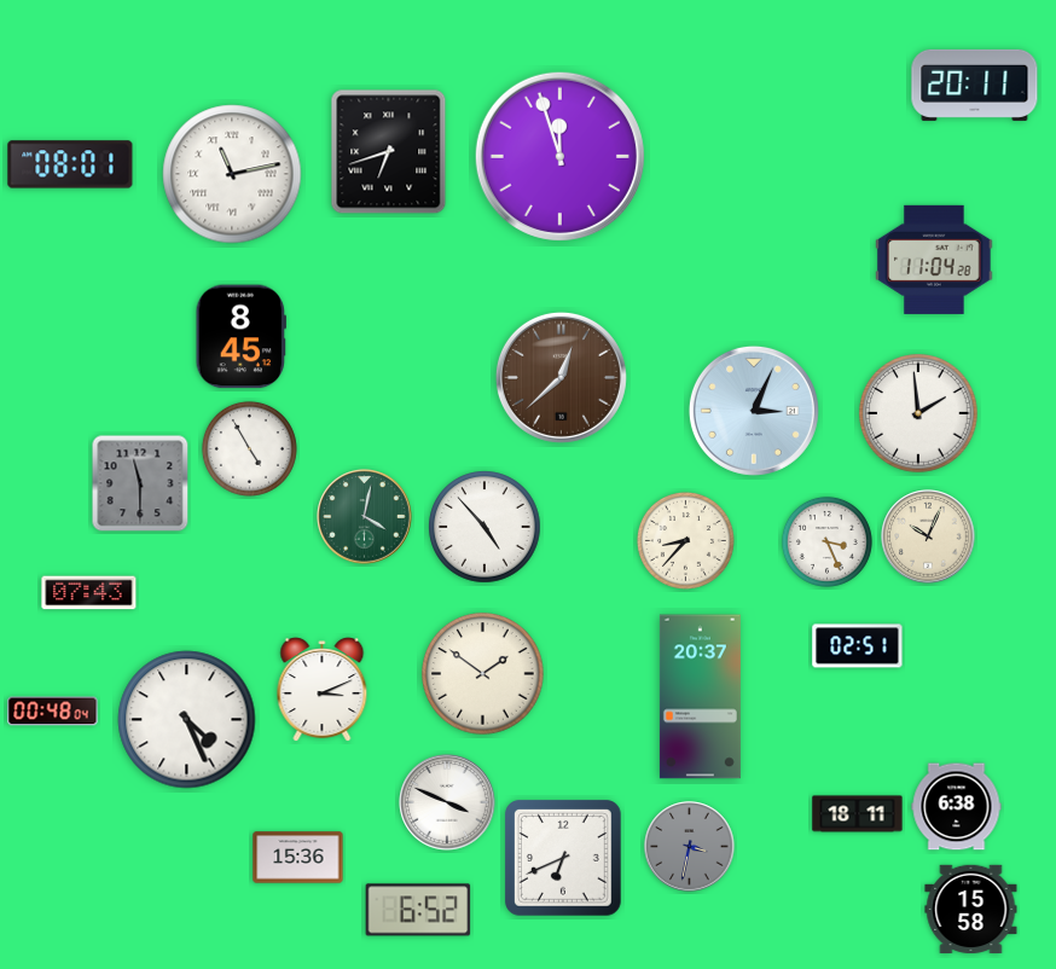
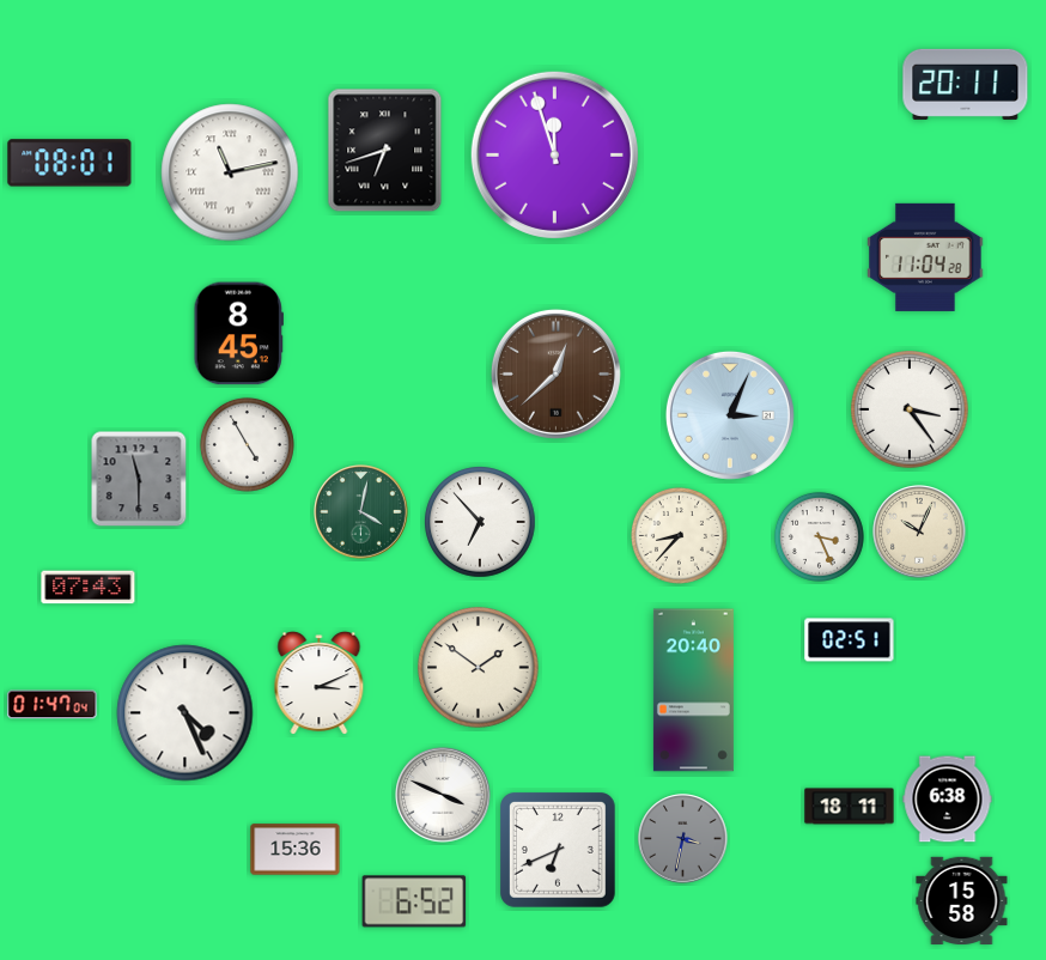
clock at (754, 411) position: (754, 411) -> (730, 415)
clock at (918, 413): 1:59 -> 3:24
clock at (485, 527): 4:53 -> 6:53
clock at (700, 697): 20:37 -> 20:40
clock at (53, 712): 00:48 -> 01:47
